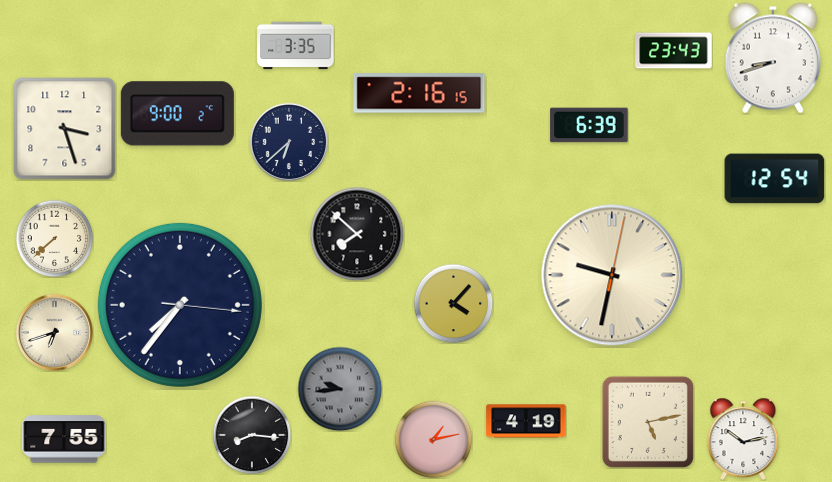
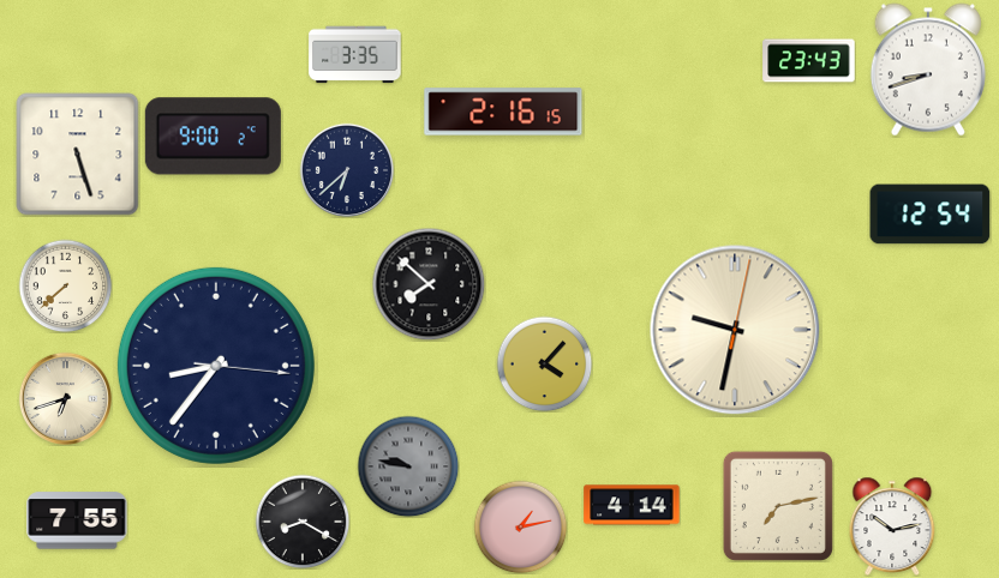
clock at (589, 125): 6:39 -> none
clock at (65, 129): 3:27 -> 5:27
clock at (357, 234) position: (357, 234) -> (429, 284)
clock at (180, 305): 7:36 -> 8:36
clock at (340, 389): 9:44 -> 9:47
clock at (526, 421): 4:19 -> 4:14
clock at (648, 422): 5:13 -> 7:13
clock at (252, 435): 8:16 -> 8:20
clock at (64, 439) position: (64, 439) -> (77, 520)
